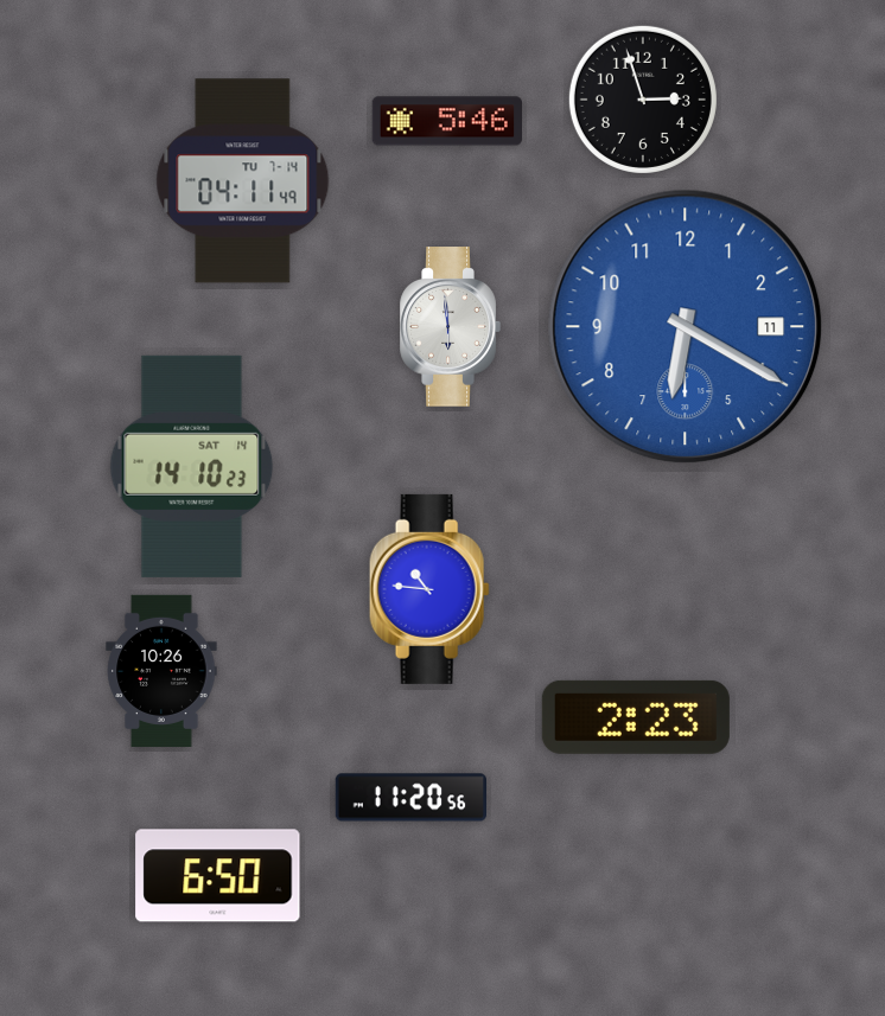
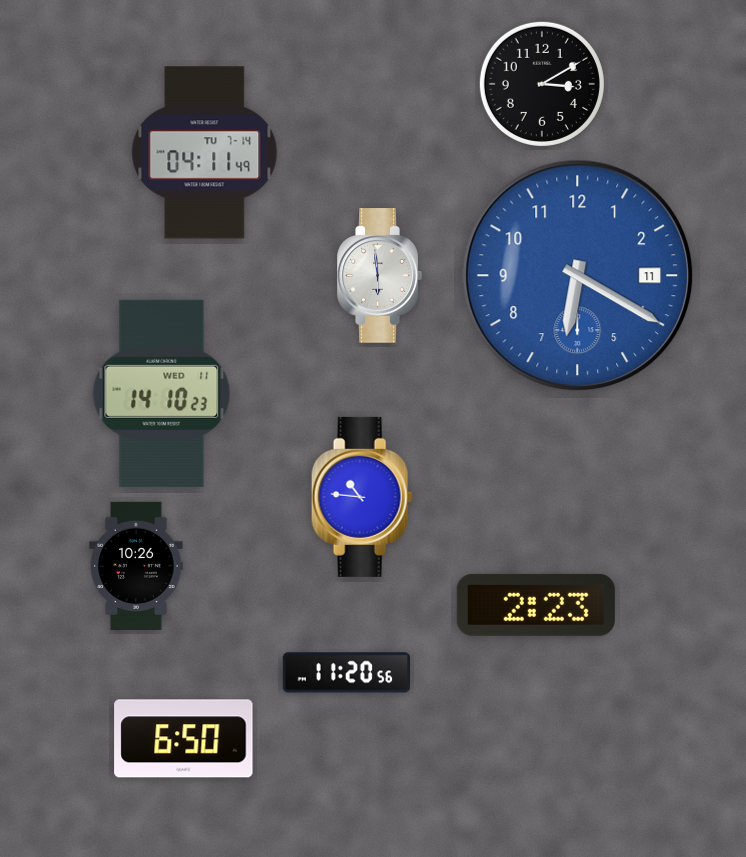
clock at (643, 100): 2:57 -> 3:10
clock at (446, 121): 5:46 -> none
clock at (192, 466) date: SAT 14 -> WED 11
